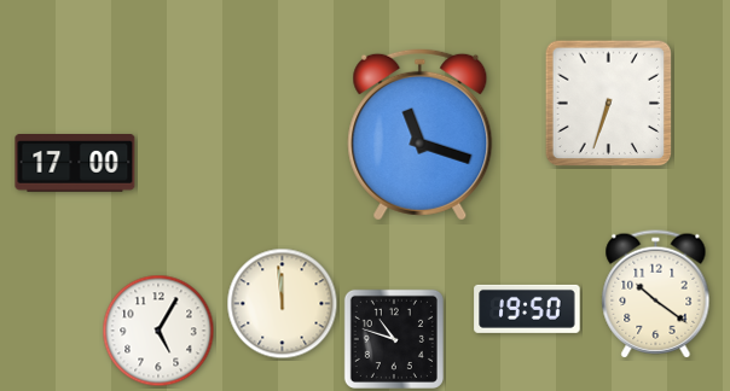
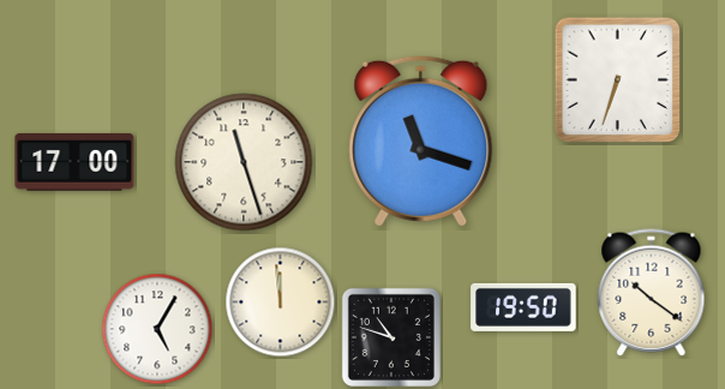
clock at (609, 104) position: (609, 104) -> (618, 80)
clock at (421, 134) position: (421, 134) -> (421, 140)
clock at (244, 162): none -> 11:27
